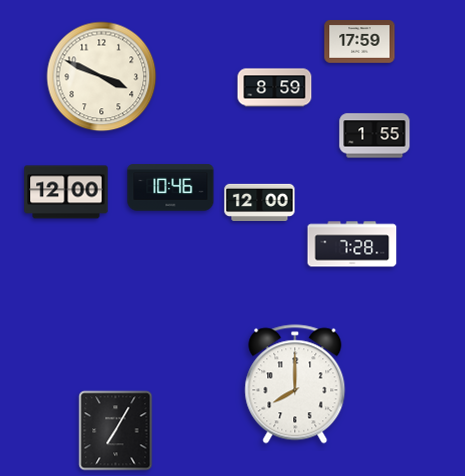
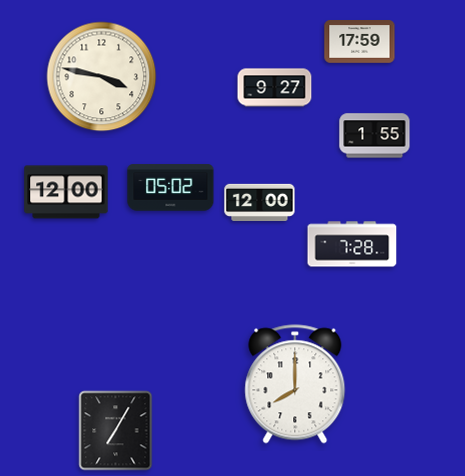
clock at (102, 77): 3:49 -> 3:47
clock at (275, 88): 8:59 -> 9:27
clock at (171, 188): 10:46 -> 05:02
